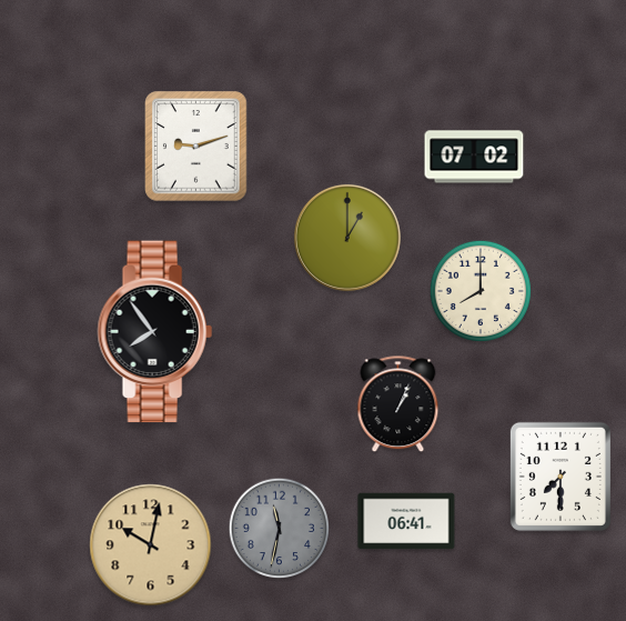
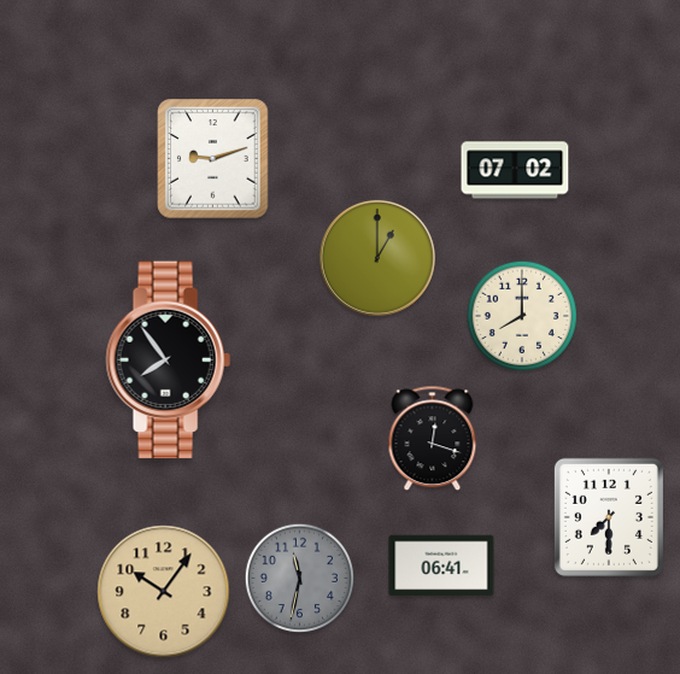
clock at (398, 404): 1:04 -> 12:18
clock at (280, 529) position: (280, 529) -> (300, 579)
clock at (151, 545): 10:02 -> 10:06
